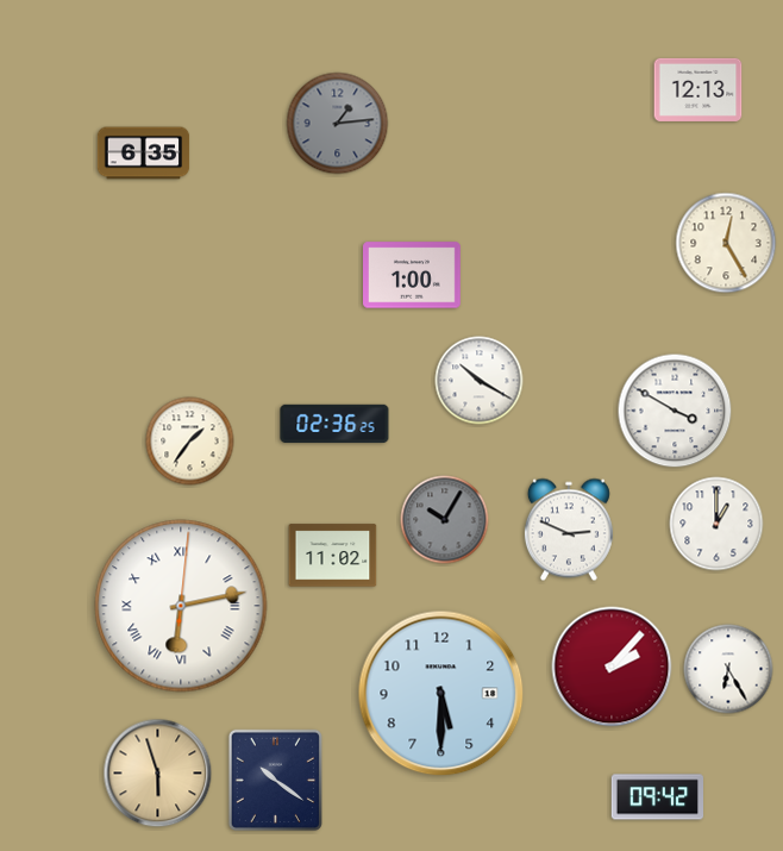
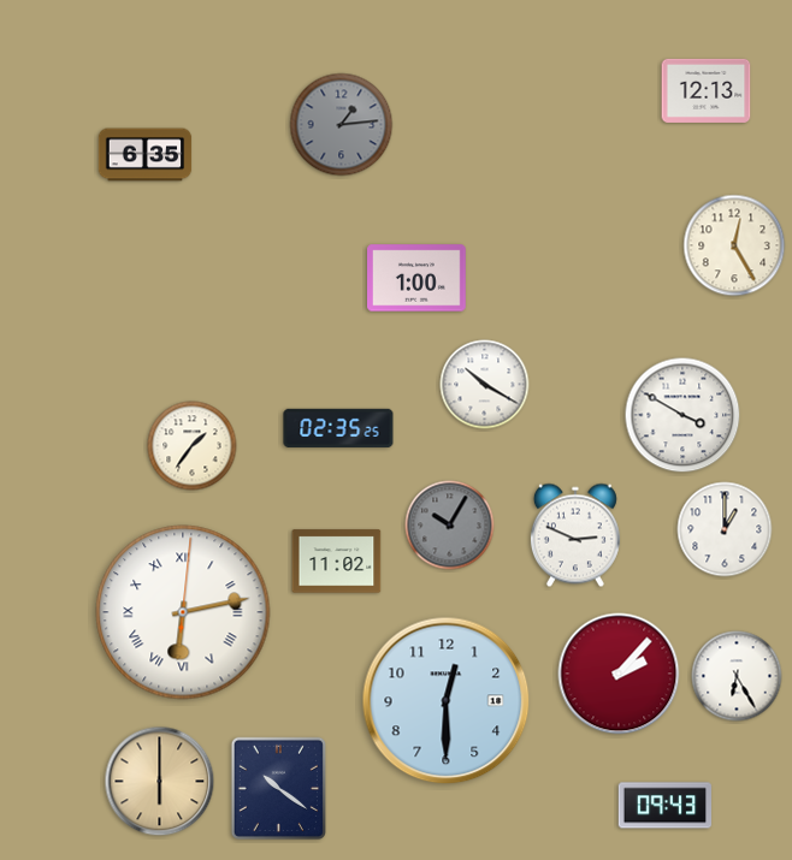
clock at (334, 424): 02:36 -> 02:35
clock at (441, 694): 5:30 -> 12:30
clock at (158, 774): 5:57 -> 6:00
clock at (658, 797): 09:42 -> 09:43
